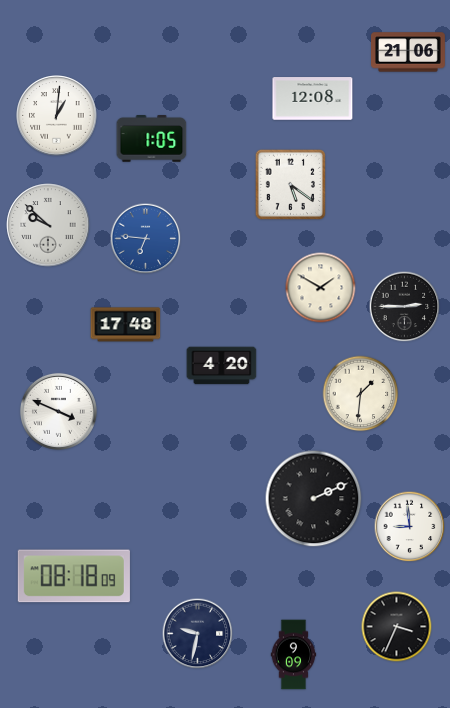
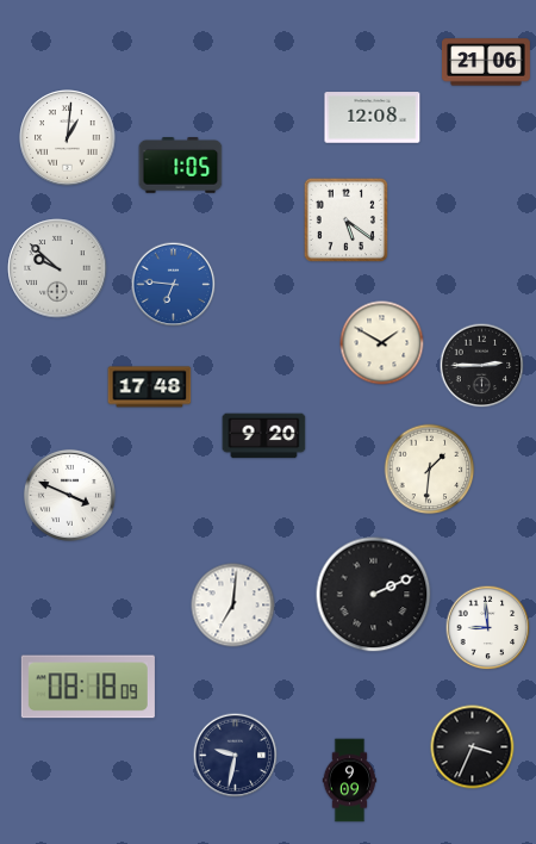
clock at (222, 366): 4:20 -> 9:20
clock at (58, 411) position: (58, 411) -> (69, 495)
clock at (233, 606): none -> 7:01
